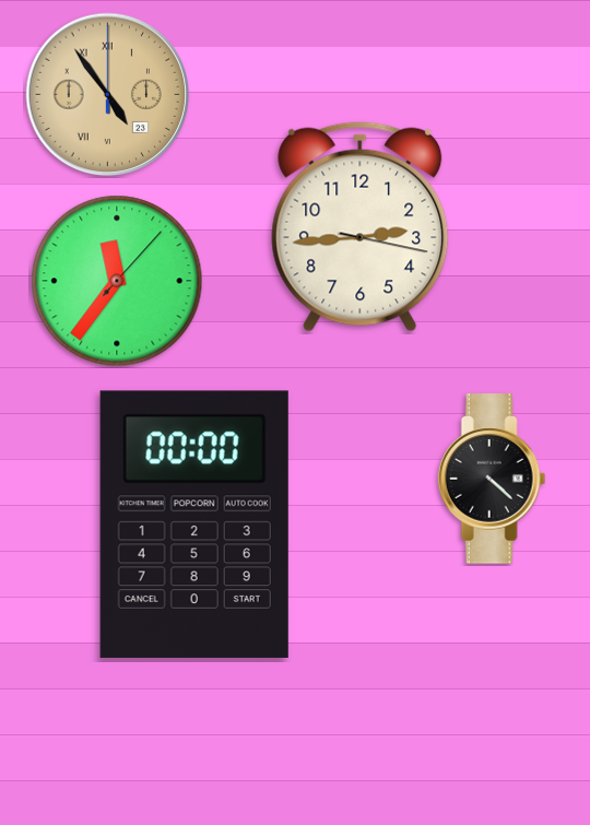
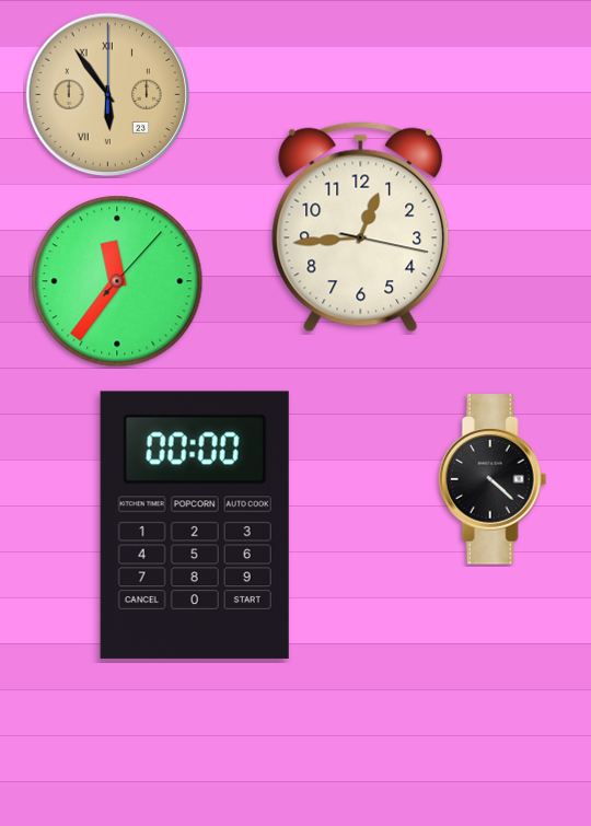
clock at (108, 95): 4:54 -> 5:54
clock at (361, 226): 2:44 -> 12:44
